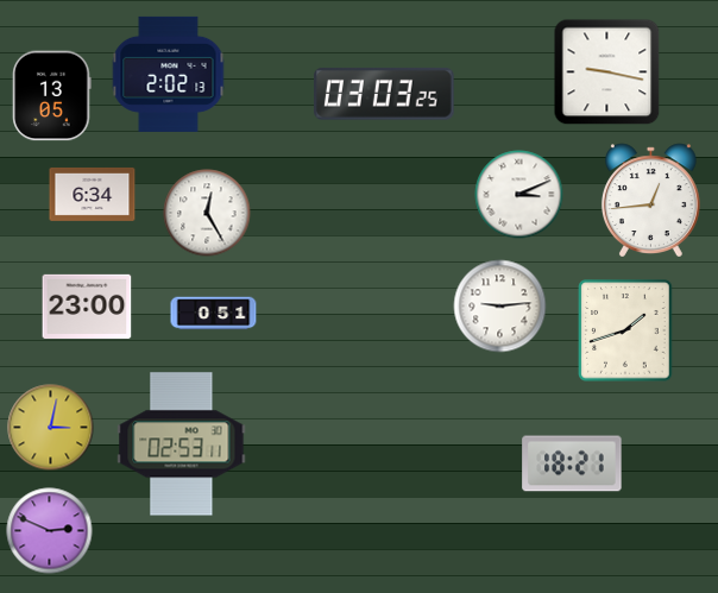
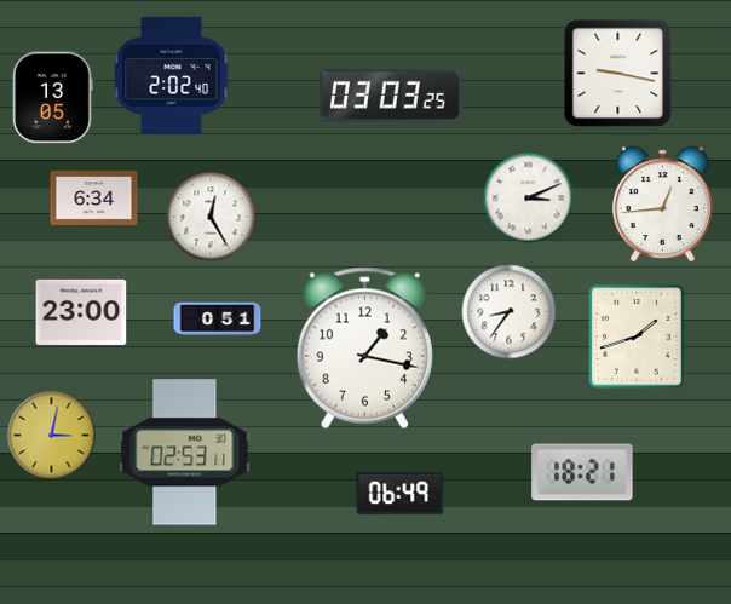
clock at (169, 74): 2:02:13 -> 2:02:40
clock at (87, 307) position: (87, 307) -> (81, 312)
clock at (500, 307): 9:14 -> 8:36
clock at (364, 349): none -> 1:17
clock at (401, 493): none -> 06:49
clock at (50, 531): 2:49 -> none
